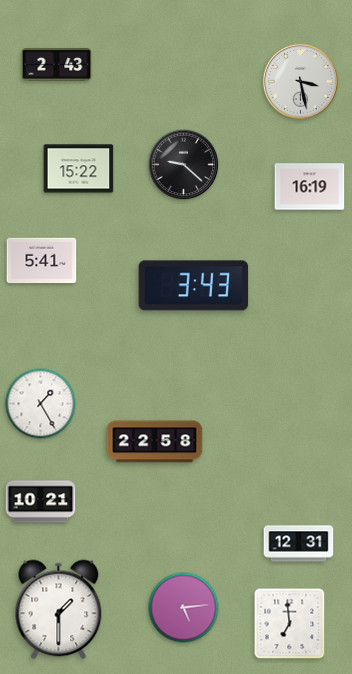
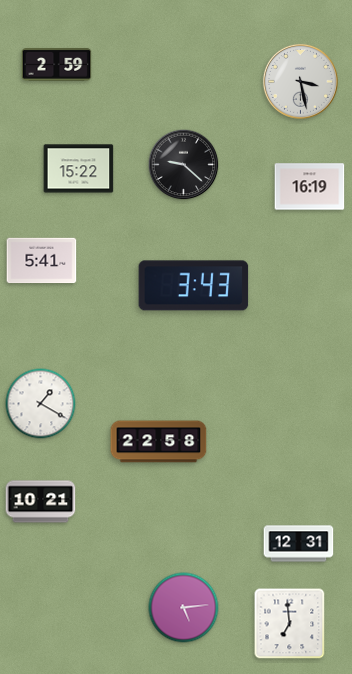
clock at (57, 65): 2:43 -> 2:59
clock at (41, 404): 1:25 -> 1:20
clock at (155, 442) position: (155, 442) -> (159, 442)
clock at (59, 610): 1:30 -> none
